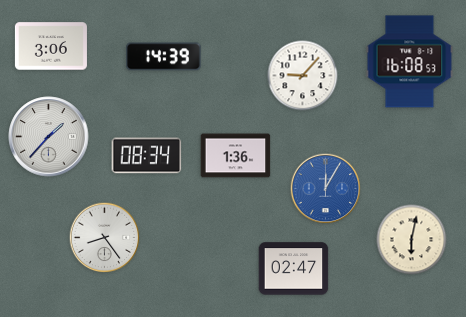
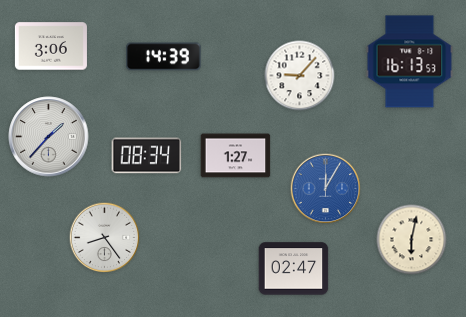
clock at (410, 62): 16:08 -> 16:13
clock at (303, 76) position: (303, 76) -> (300, 76)
clock at (236, 156): 1:36 -> 1:27
